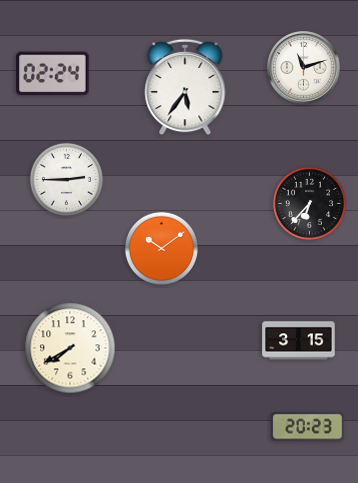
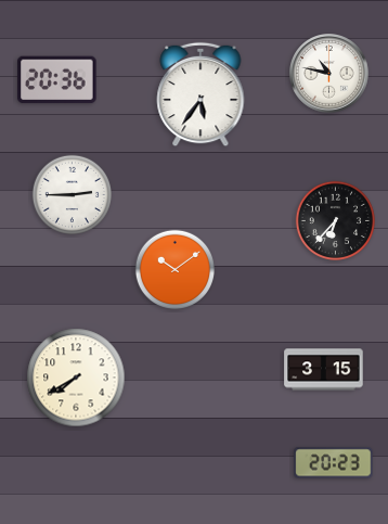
clock at (304, 68): 11:12 -> 10:47
clock at (53, 74): 02:24 -> 20:36
